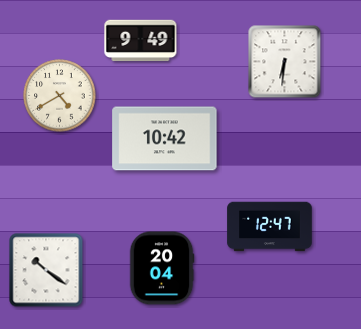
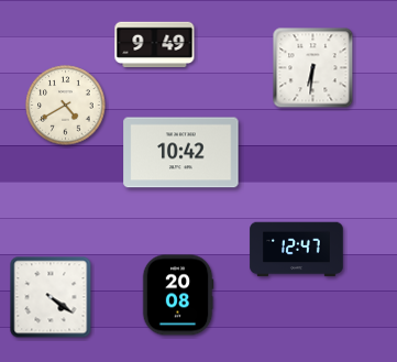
clock at (162, 268): 20:04 -> 20:08
clock at (46, 270): 10:21 -> 4:21
